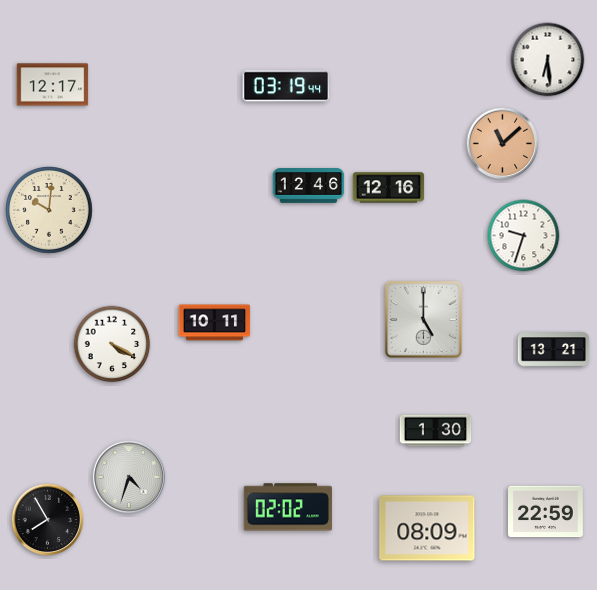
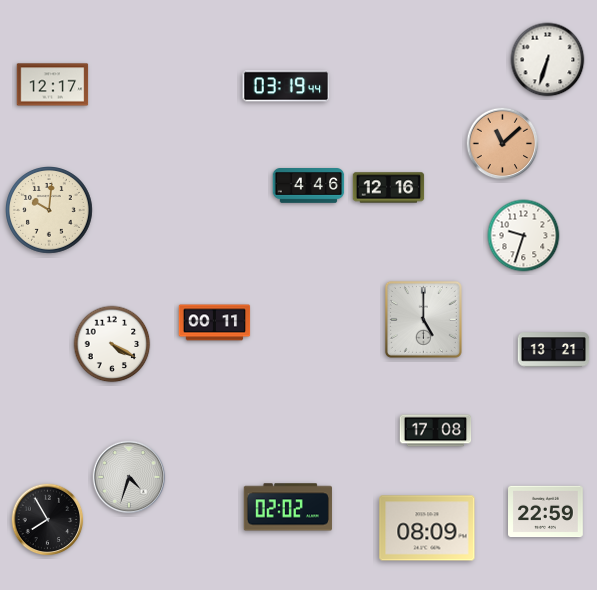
clock at (548, 60): 6:29 -> 6:33
clock at (309, 186): 12:46 -> 4:46
clock at (215, 323): 10:11 -> 00:11
clock at (436, 431): 1:30 -> 17:08
